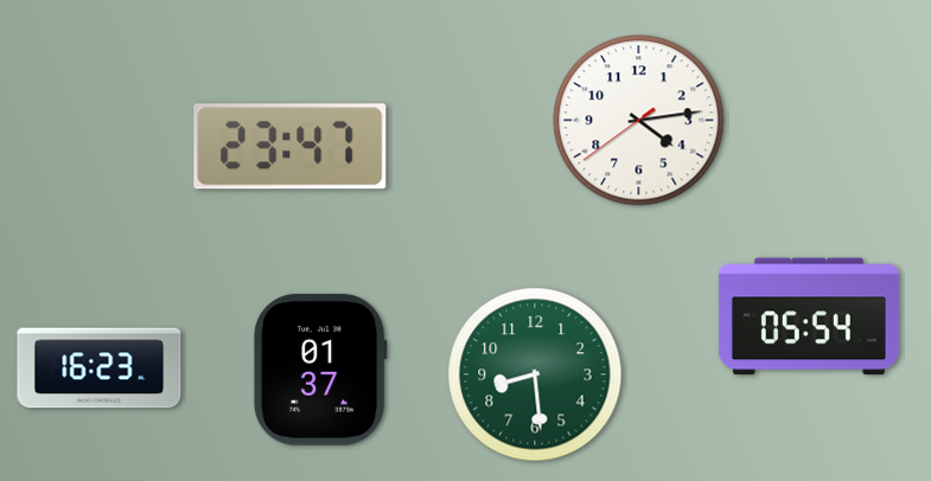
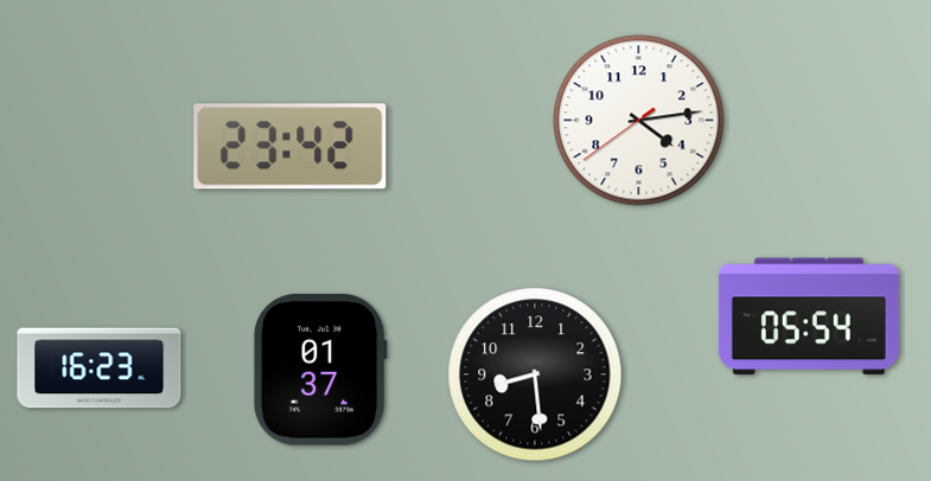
clock at (291, 147): 23:47 -> 23:42
clock at (535, 374) dial: green -> black
